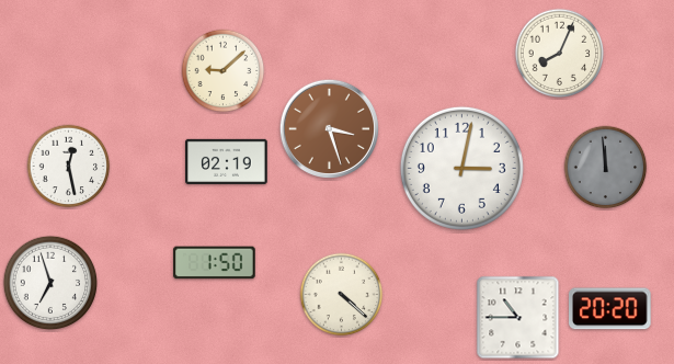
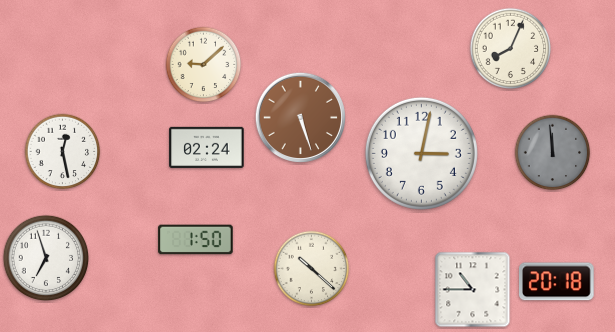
clock at (329, 128): 3:27 -> 5:27
clock at (227, 161): 02:19 -> 02:24
clock at (342, 295): 4:22 -> 10:22
clock at (610, 309): 20:20 -> 20:18
